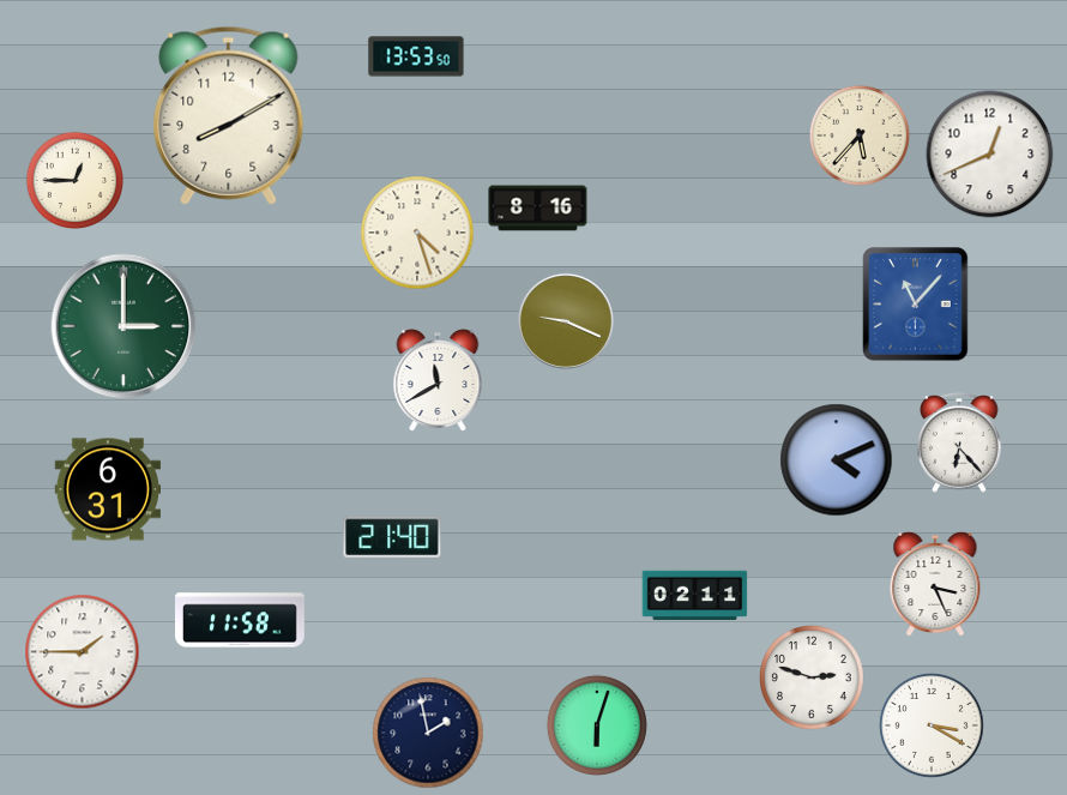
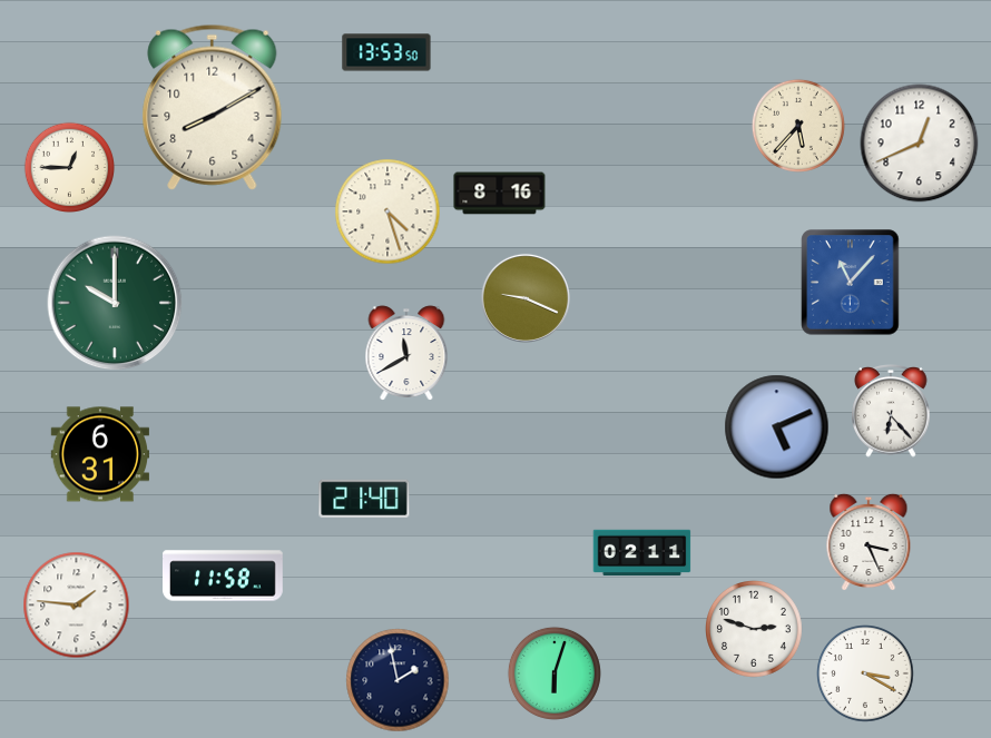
clock at (417, 233) position: (417, 233) -> (387, 211)
clock at (123, 326): 3:00 -> 10:00
clock at (837, 460): 4:11 -> 5:11
clock at (695, 596) position: (695, 596) -> (642, 553)
clock at (83, 652): 1:45 -> 1:46
